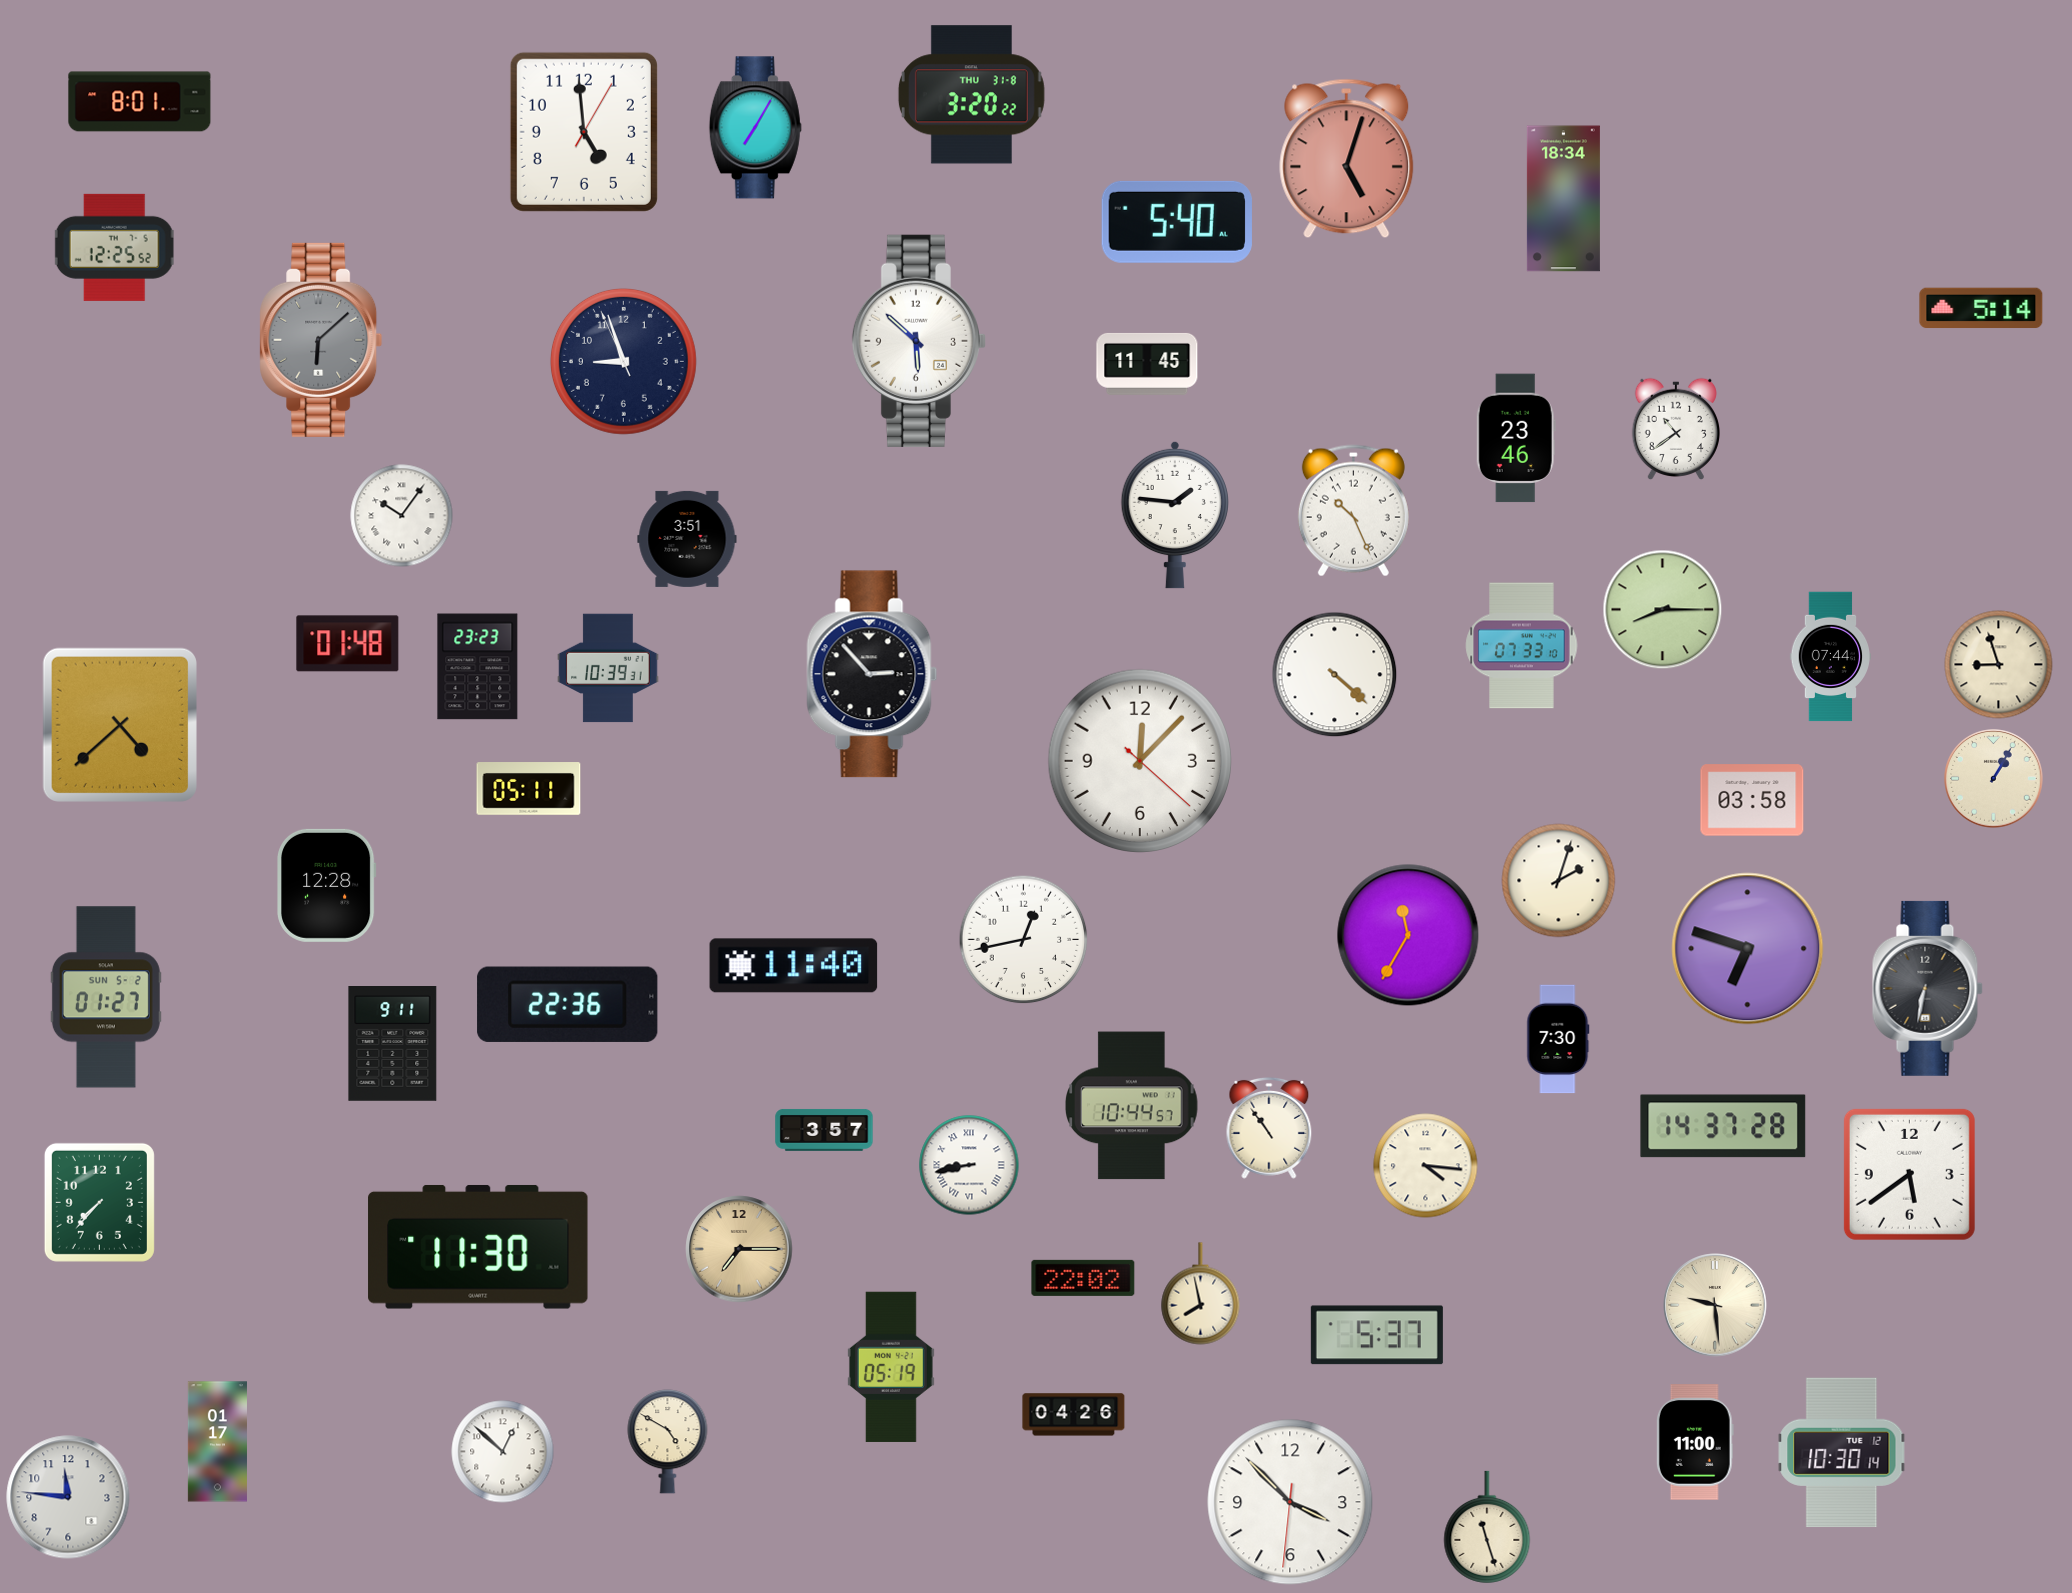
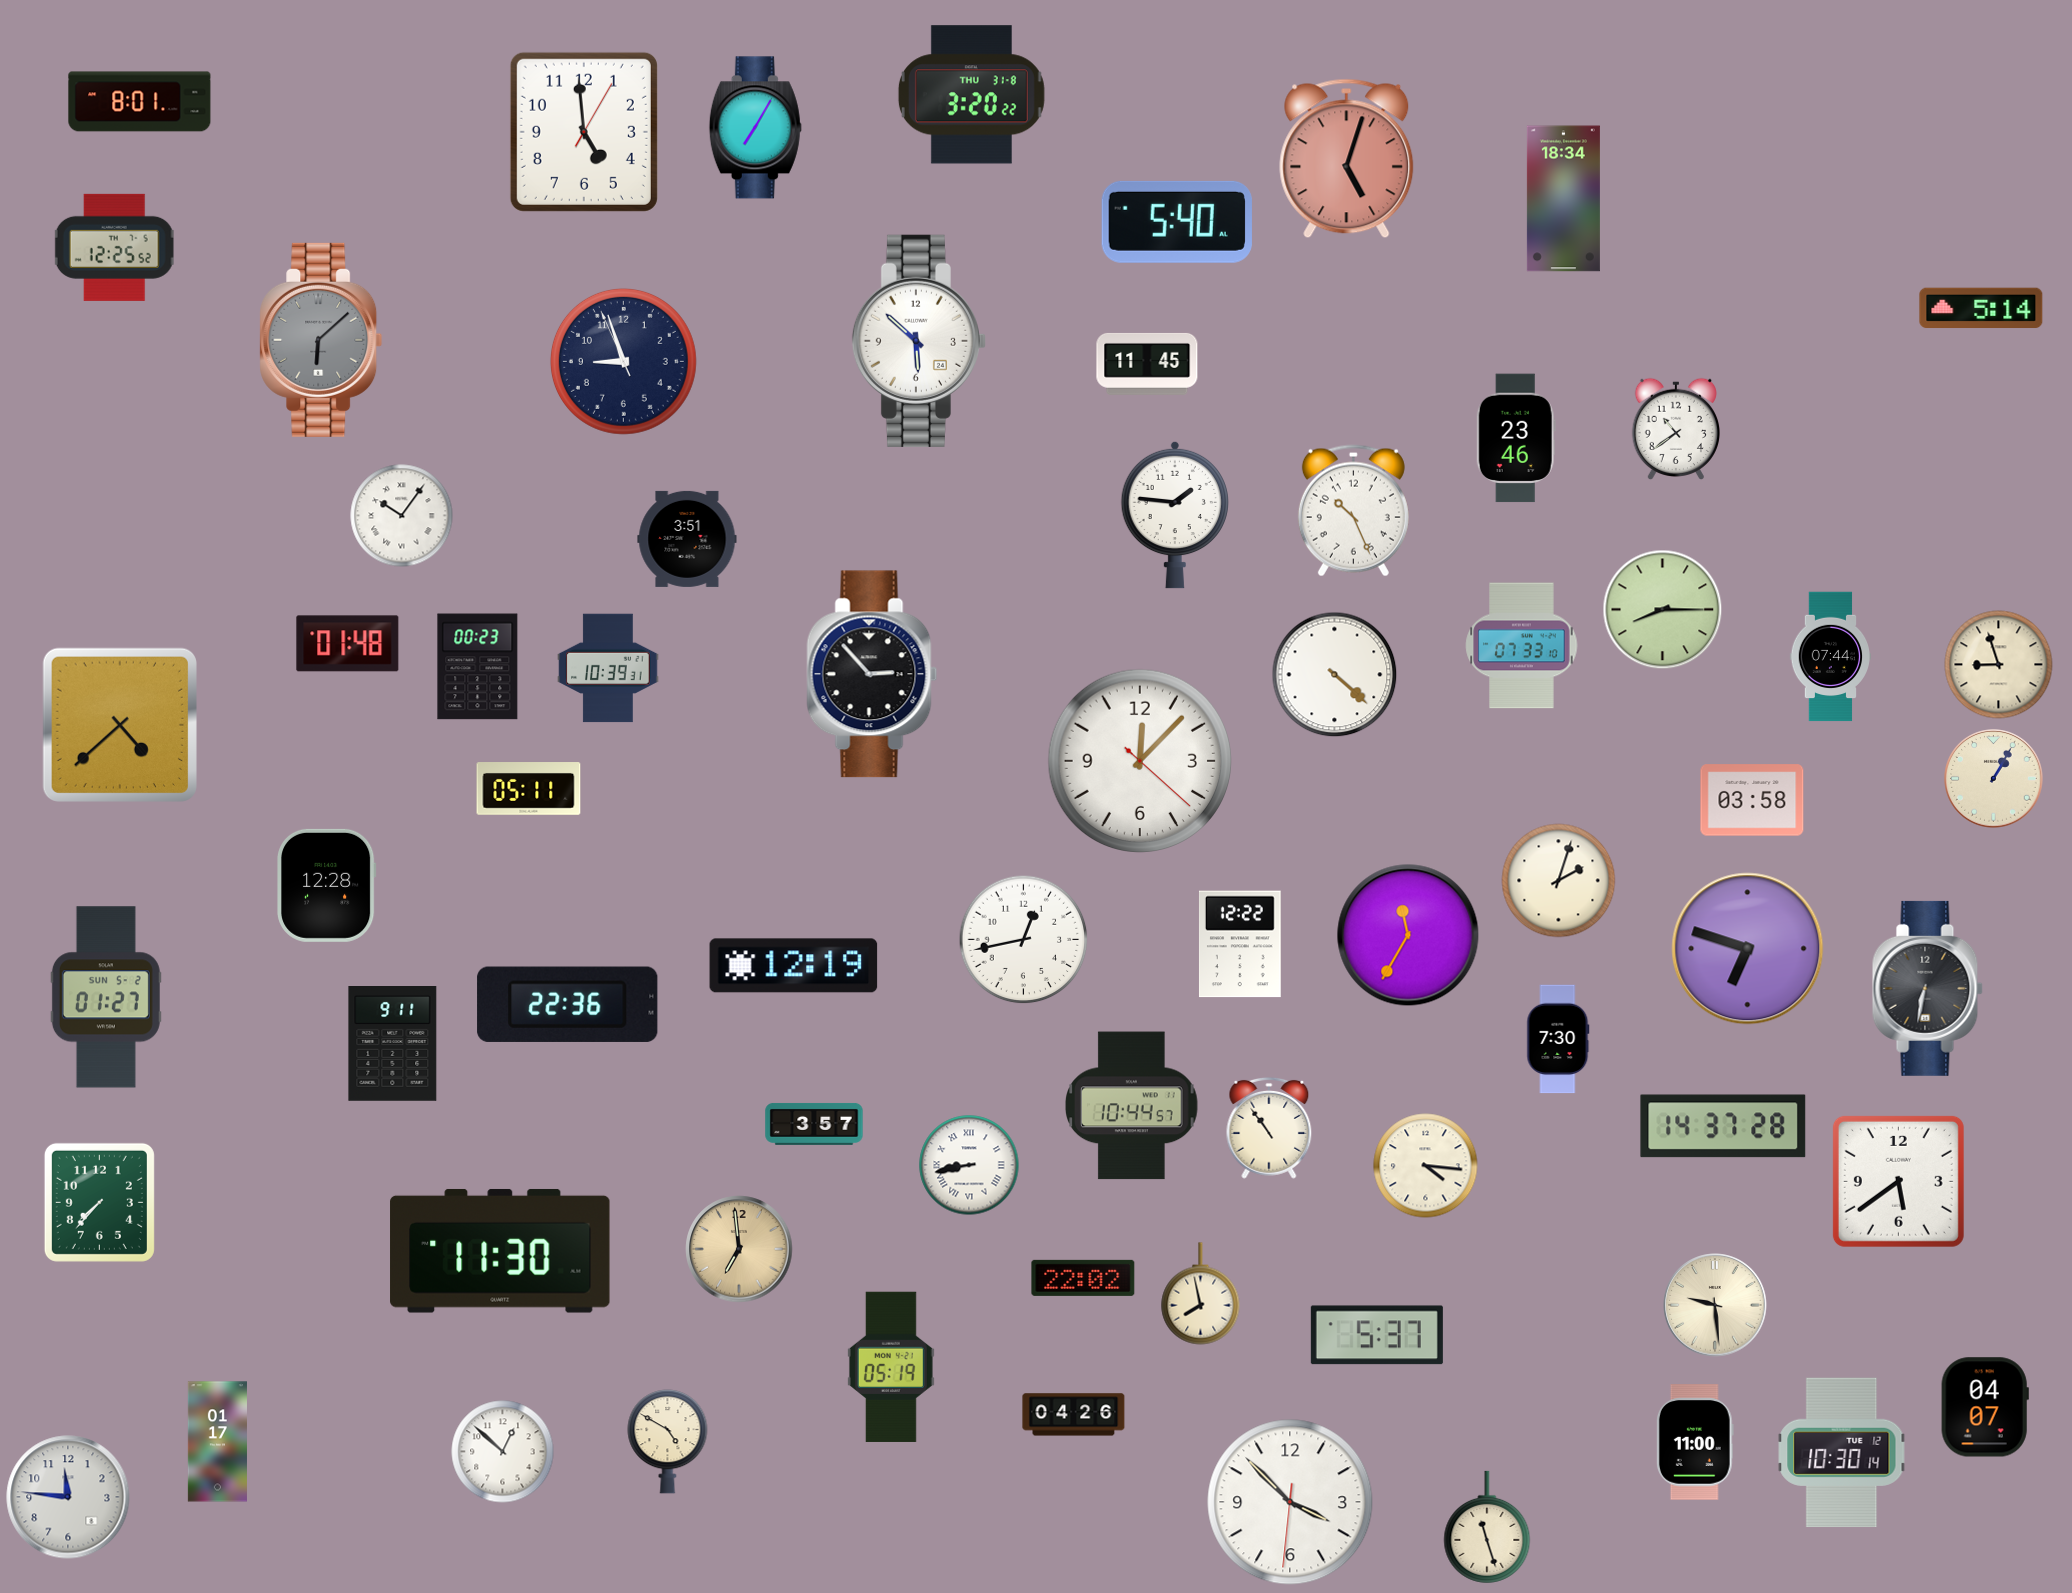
clock at (478, 667): 23:23 -> 00:23
clock at (1240, 944): none -> 12:22
clock at (794, 966): 11:40 -> 12:19
clock at (824, 1130) position: (824, 1130) -> (814, 1124)
clock at (1909, 1174) position: (1909, 1174) -> (1898, 1181)
clock at (478, 1247) position: (478, 1247) -> (500, 1251)
clock at (739, 1249): 7:15 -> 6:59
clock at (1985, 1407): none -> 04:07
